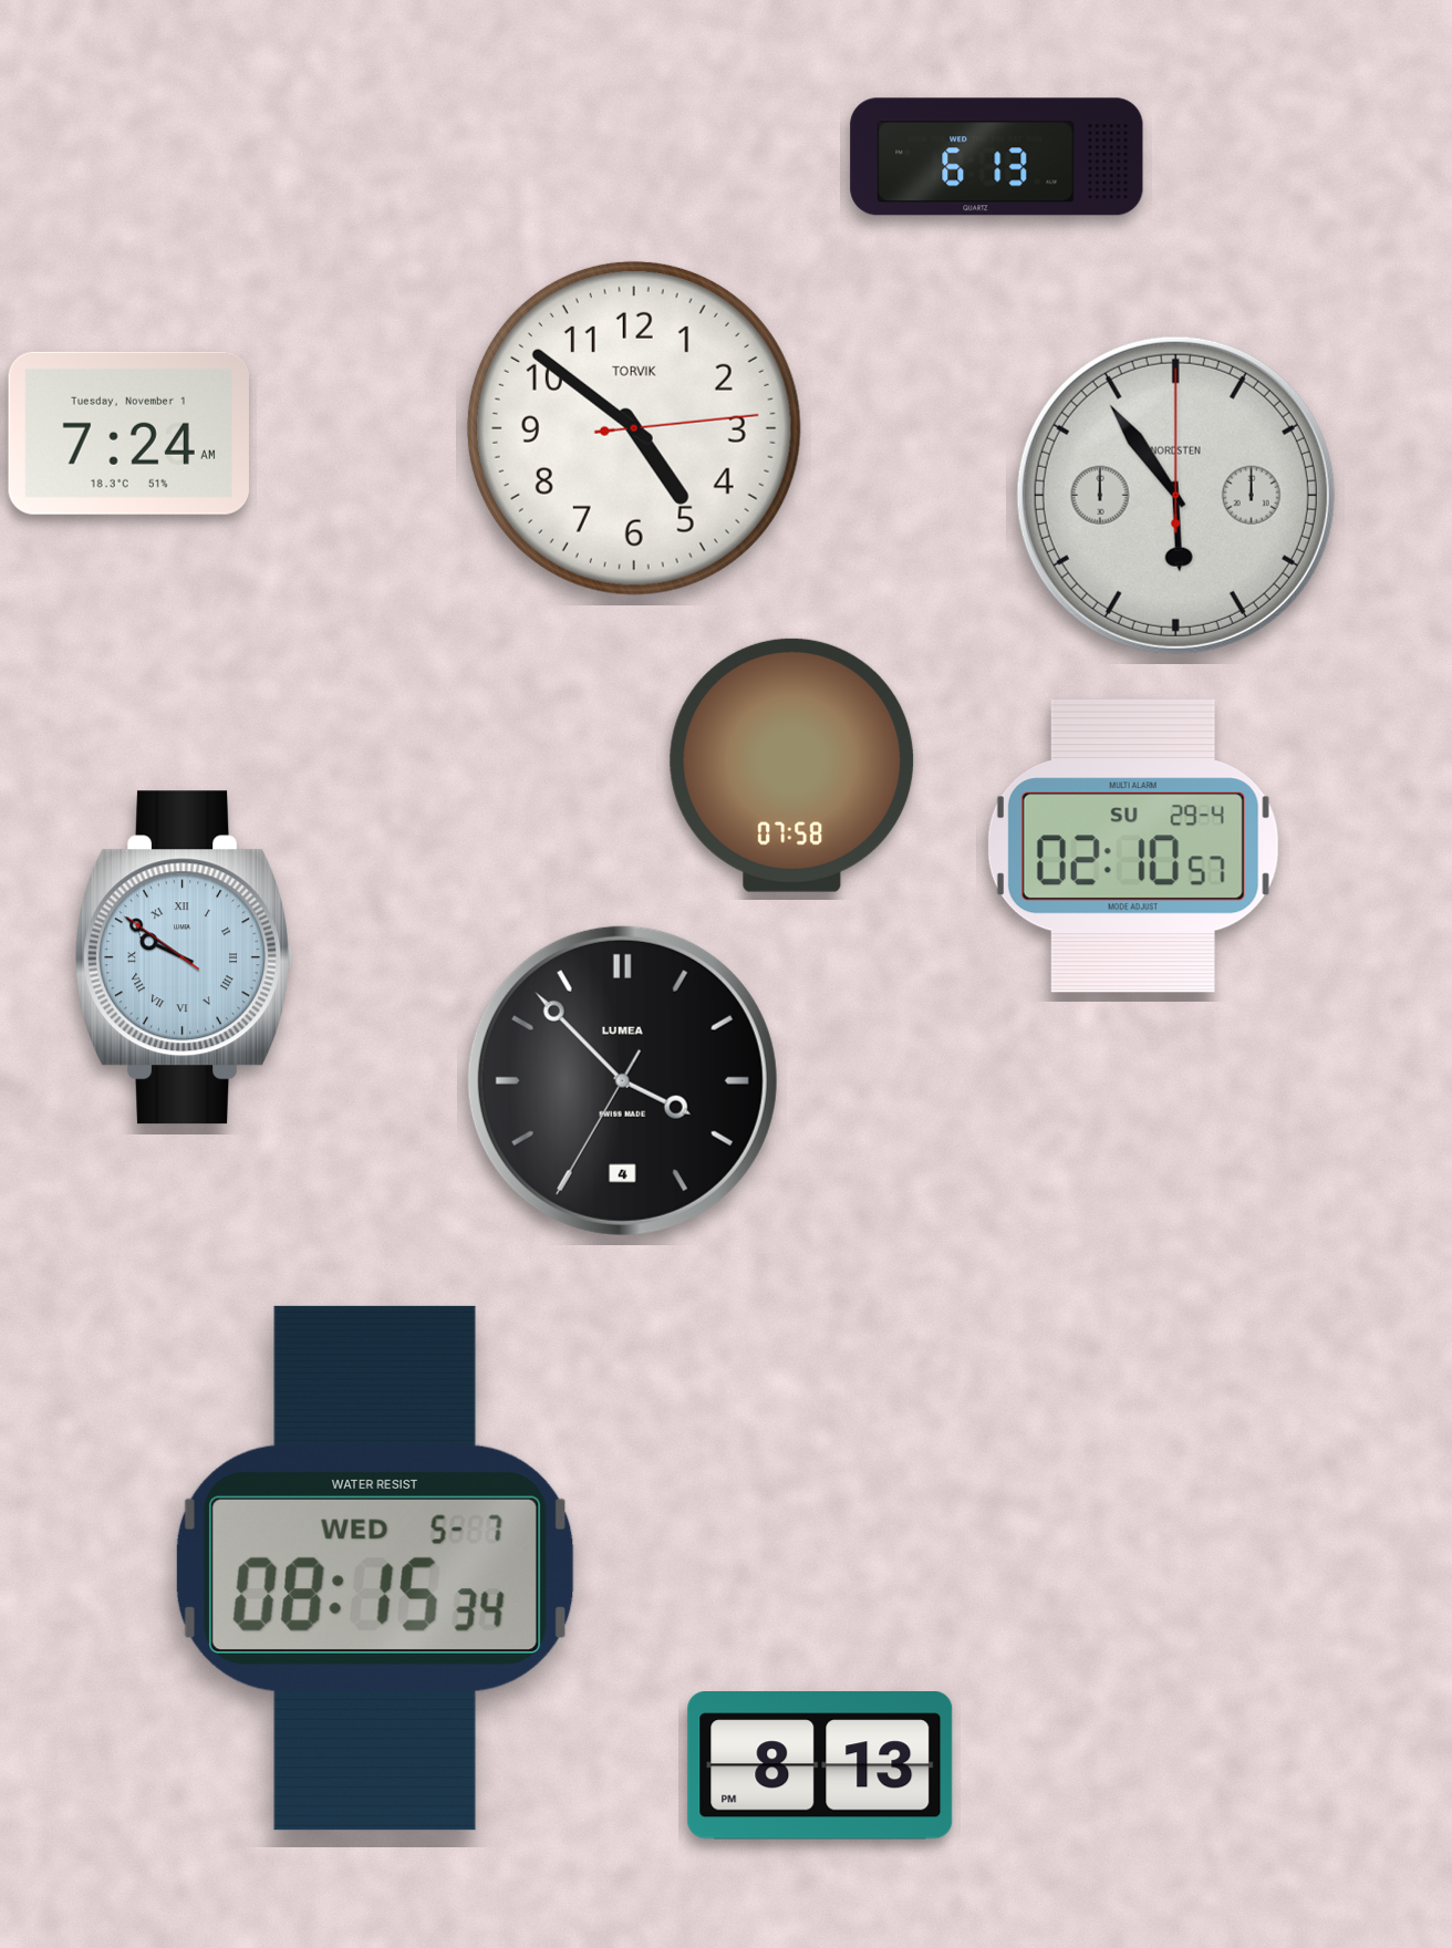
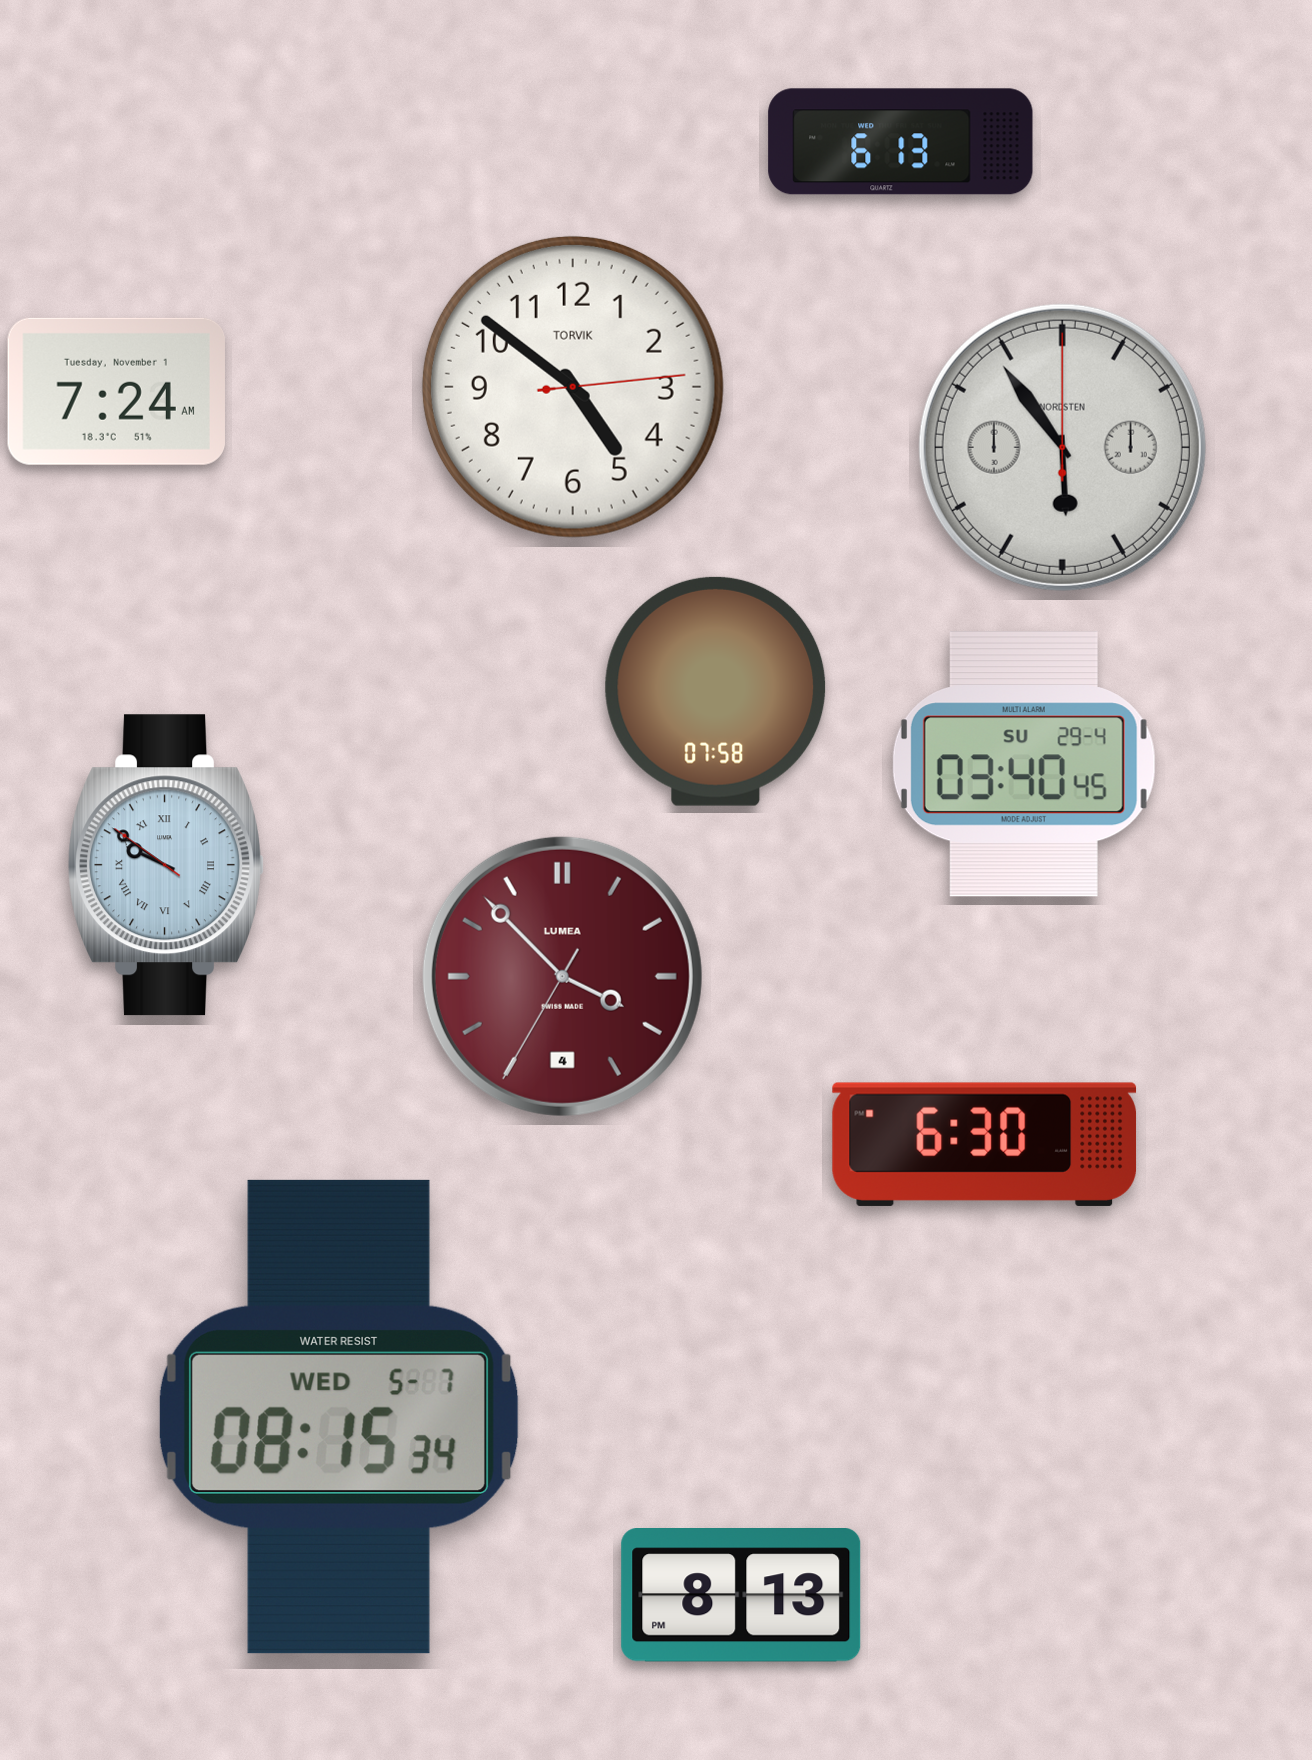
clock at (1133, 846): 02:10 -> 03:40
clock at (622, 1080) dial: black -> burgundy
clock at (985, 1144): none -> 6:30
